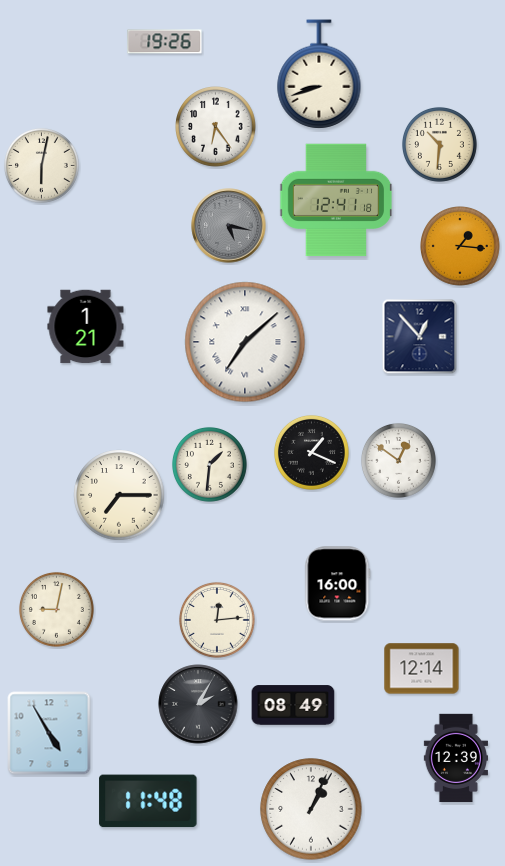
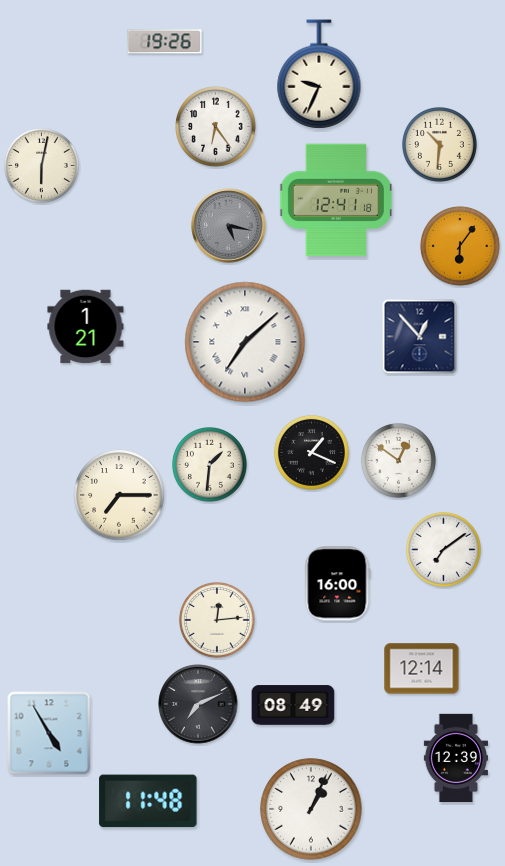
clock at (319, 74): 8:42 -> 9:34
clock at (461, 247): 1:16 -> 6:06
clock at (443, 549): none -> 7:09
clock at (56, 609): 9:02 -> none
clock at (198, 704): 2:05 -> 7:11
